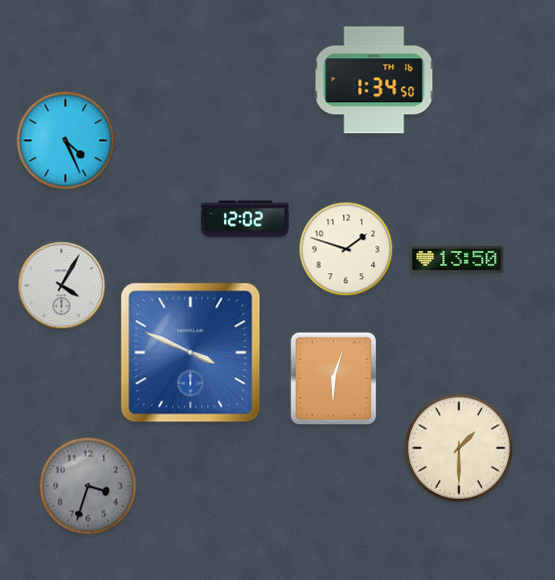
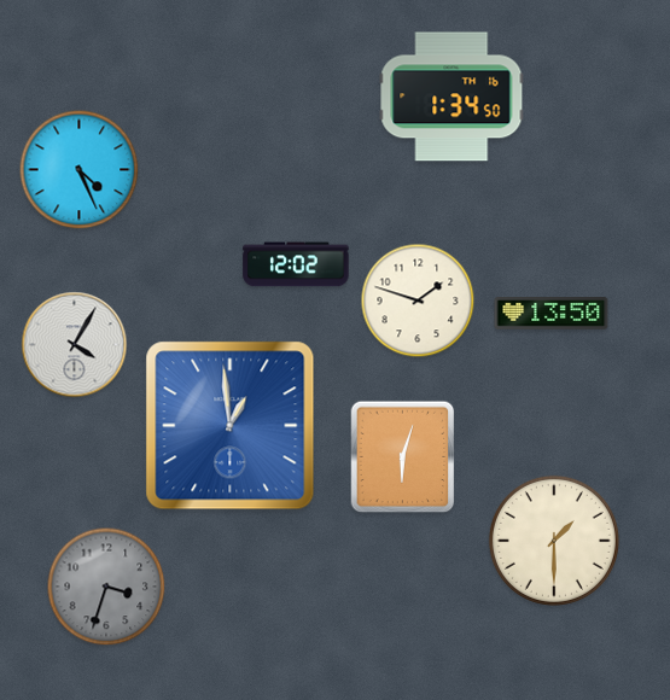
clock at (191, 353): 3:49 -> 12:59
